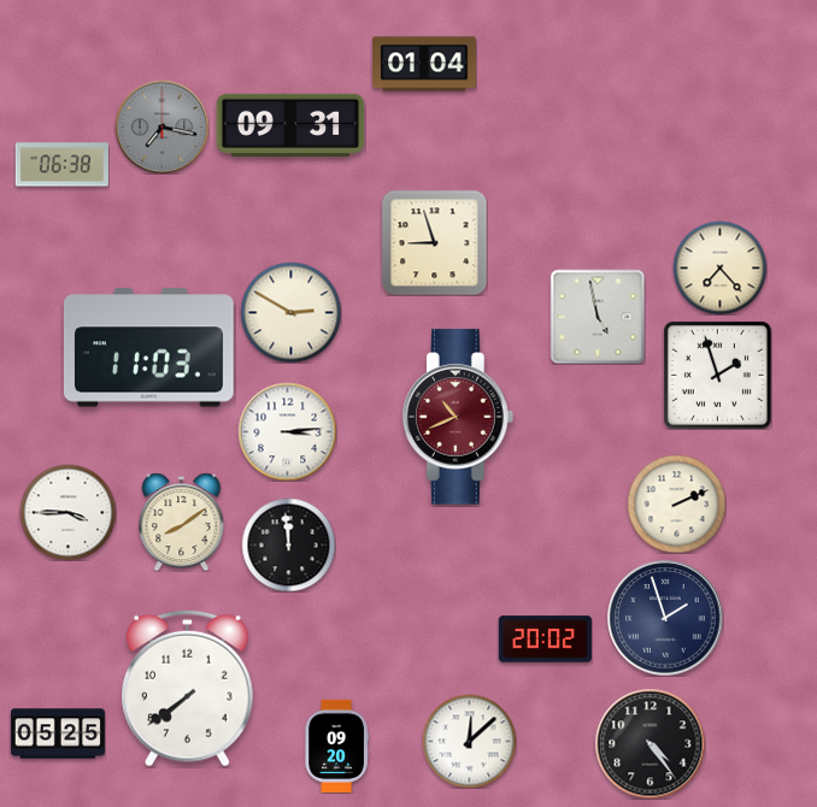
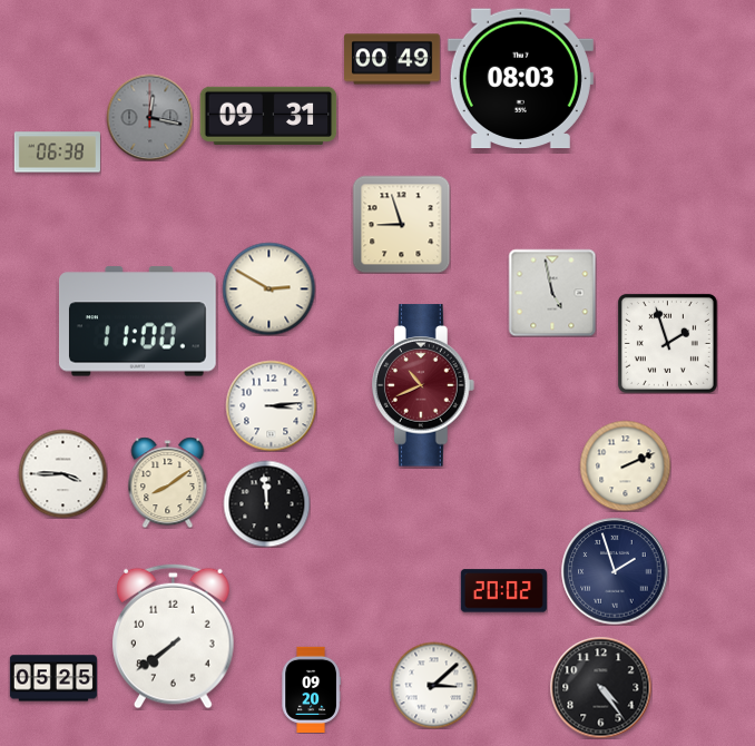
clock at (424, 64): 01:04 -> 00:49
clock at (520, 79): none -> 08:03
clock at (161, 126): 7:17 -> 12:17
clock at (719, 267): 7:23 -> none
clock at (148, 348): 11:03 -> 11:00
clock at (717, 375) position: (717, 375) -> (667, 343)
clock at (287, 431) position: (287, 431) -> (271, 405)
clock at (469, 741): 12:08 -> 3:08
